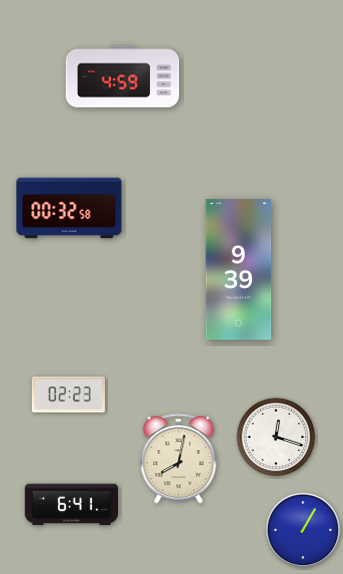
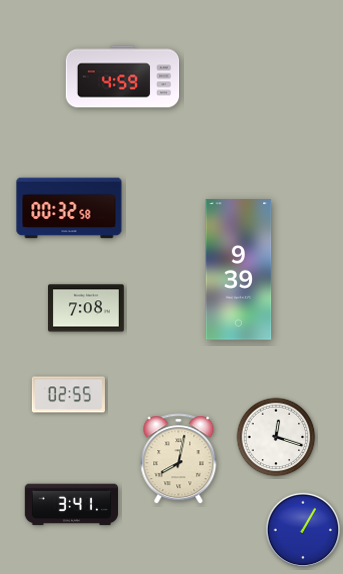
clock at (87, 308): none -> 7:08
clock at (68, 395): 02:23 -> 02:55
clock at (71, 505): 6:41 -> 3:41
